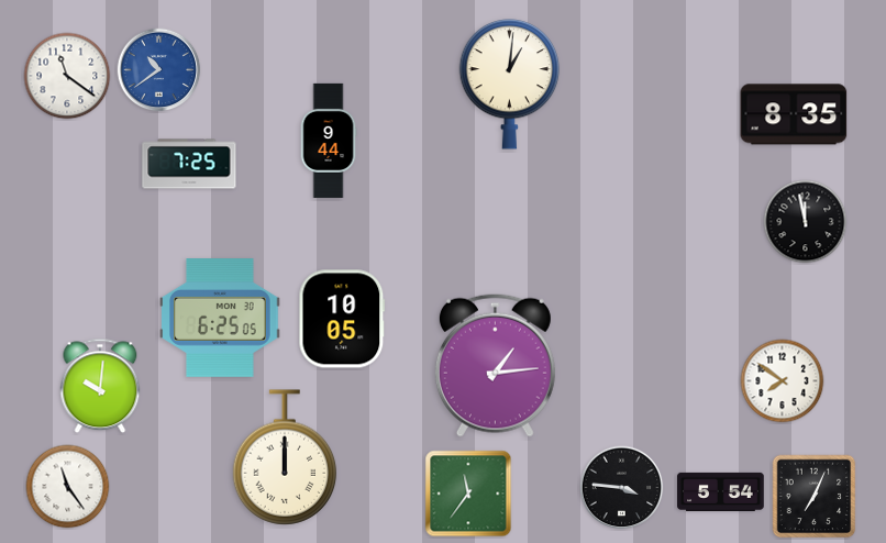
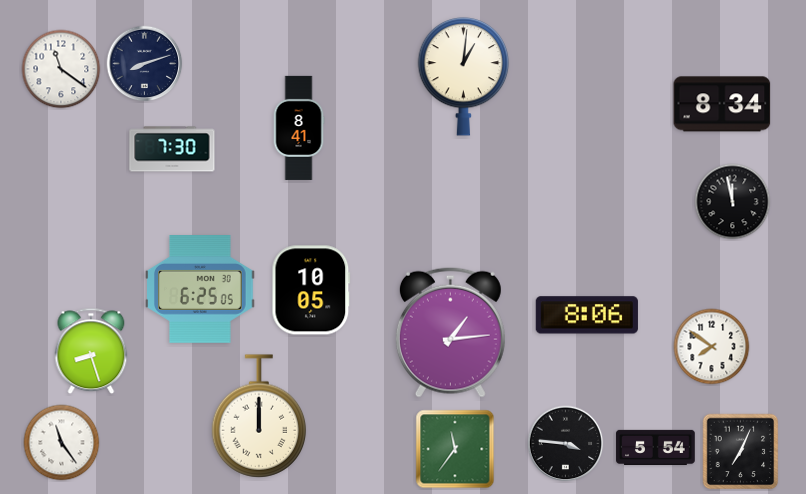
clock at (159, 70): 10:39 -> 8:12
clock at (159, 70) dial: blue -> navy
clock at (794, 114): 8:35 -> 8:34
clock at (329, 141): 9:44 -> 8:41
clock at (189, 164): 7:25 -> 7:30
clock at (587, 315): none -> 8:06
clock at (100, 386): 10:01 -> 8:27
clock at (468, 494) position: (468, 494) -> (455, 449)
